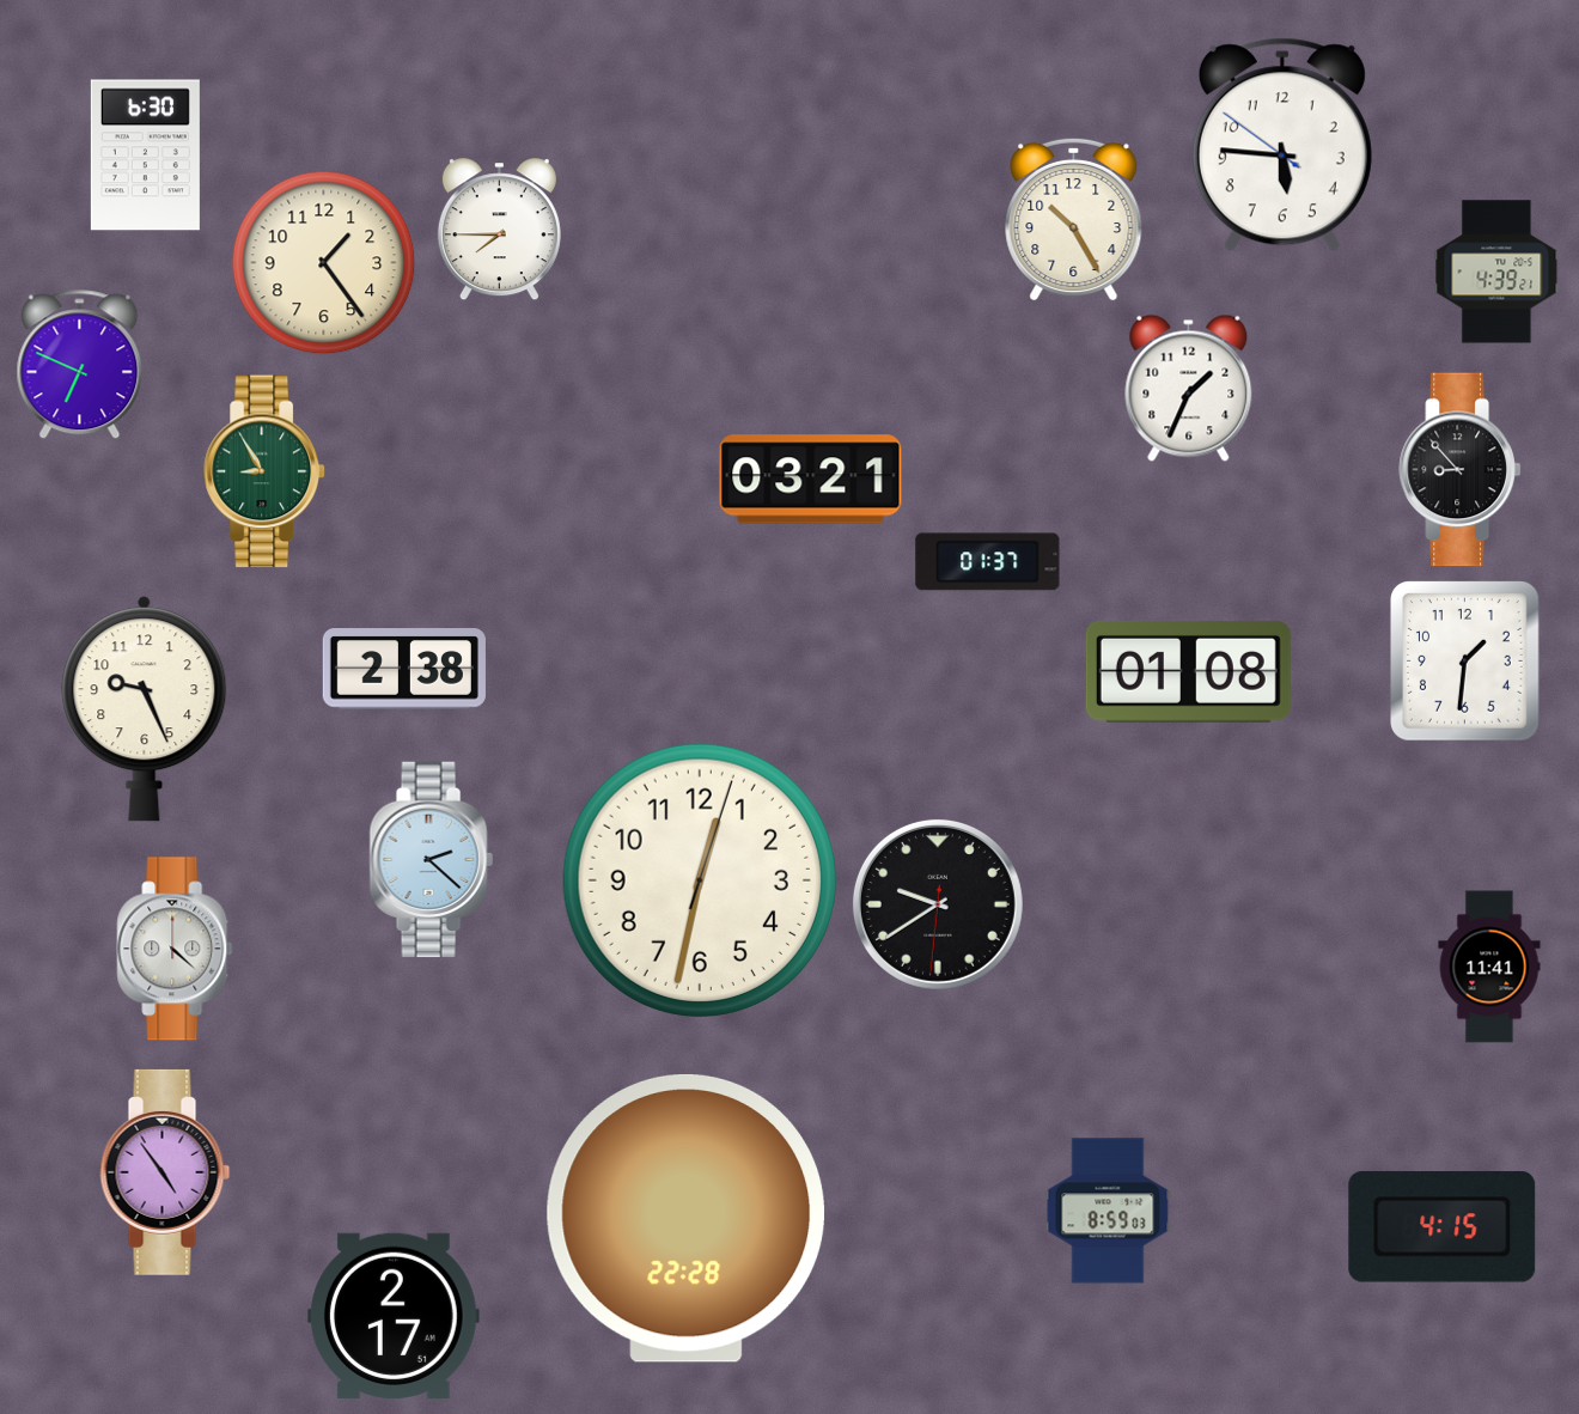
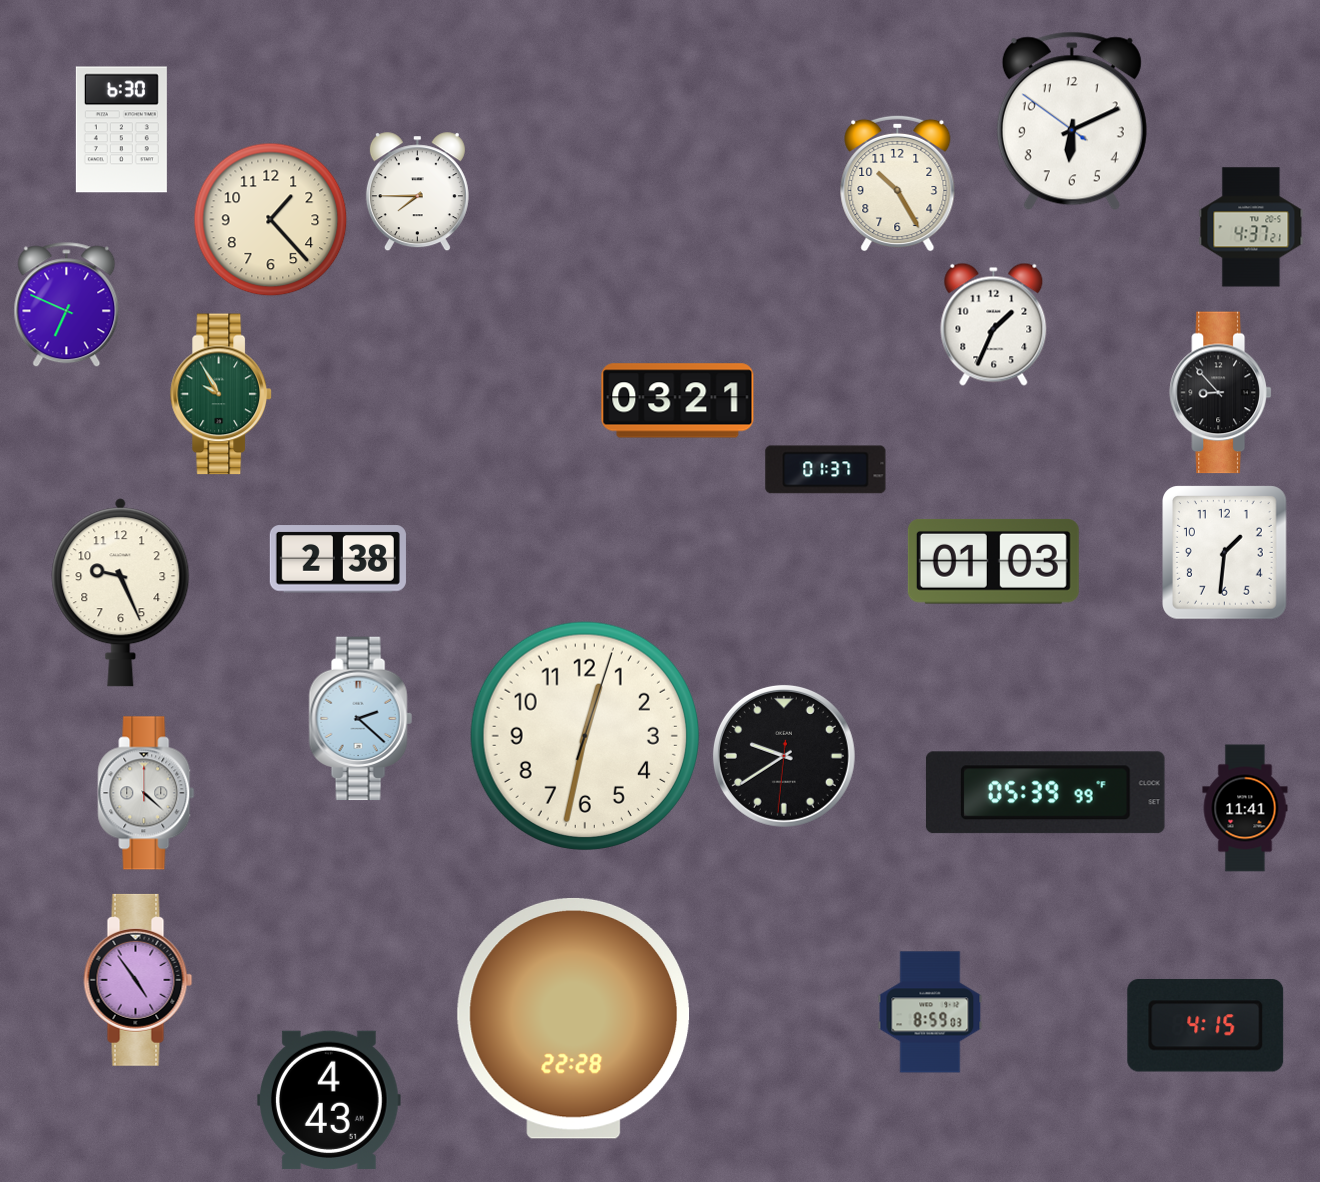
clock at (1282, 145): 5:45 -> 6:10
clock at (324, 263): 1:24 -> 1:23
clock at (1496, 272): 4:39 -> 4:37
clock at (264, 471): 8:55 -> 9:55
clock at (1188, 672): 01:08 -> 01:03
clock at (1045, 793): none -> 05:39
clock at (1108, 1211) position: (1108, 1211) -> (930, 1012)
clock at (395, 1316): 2:17 -> 4:43
